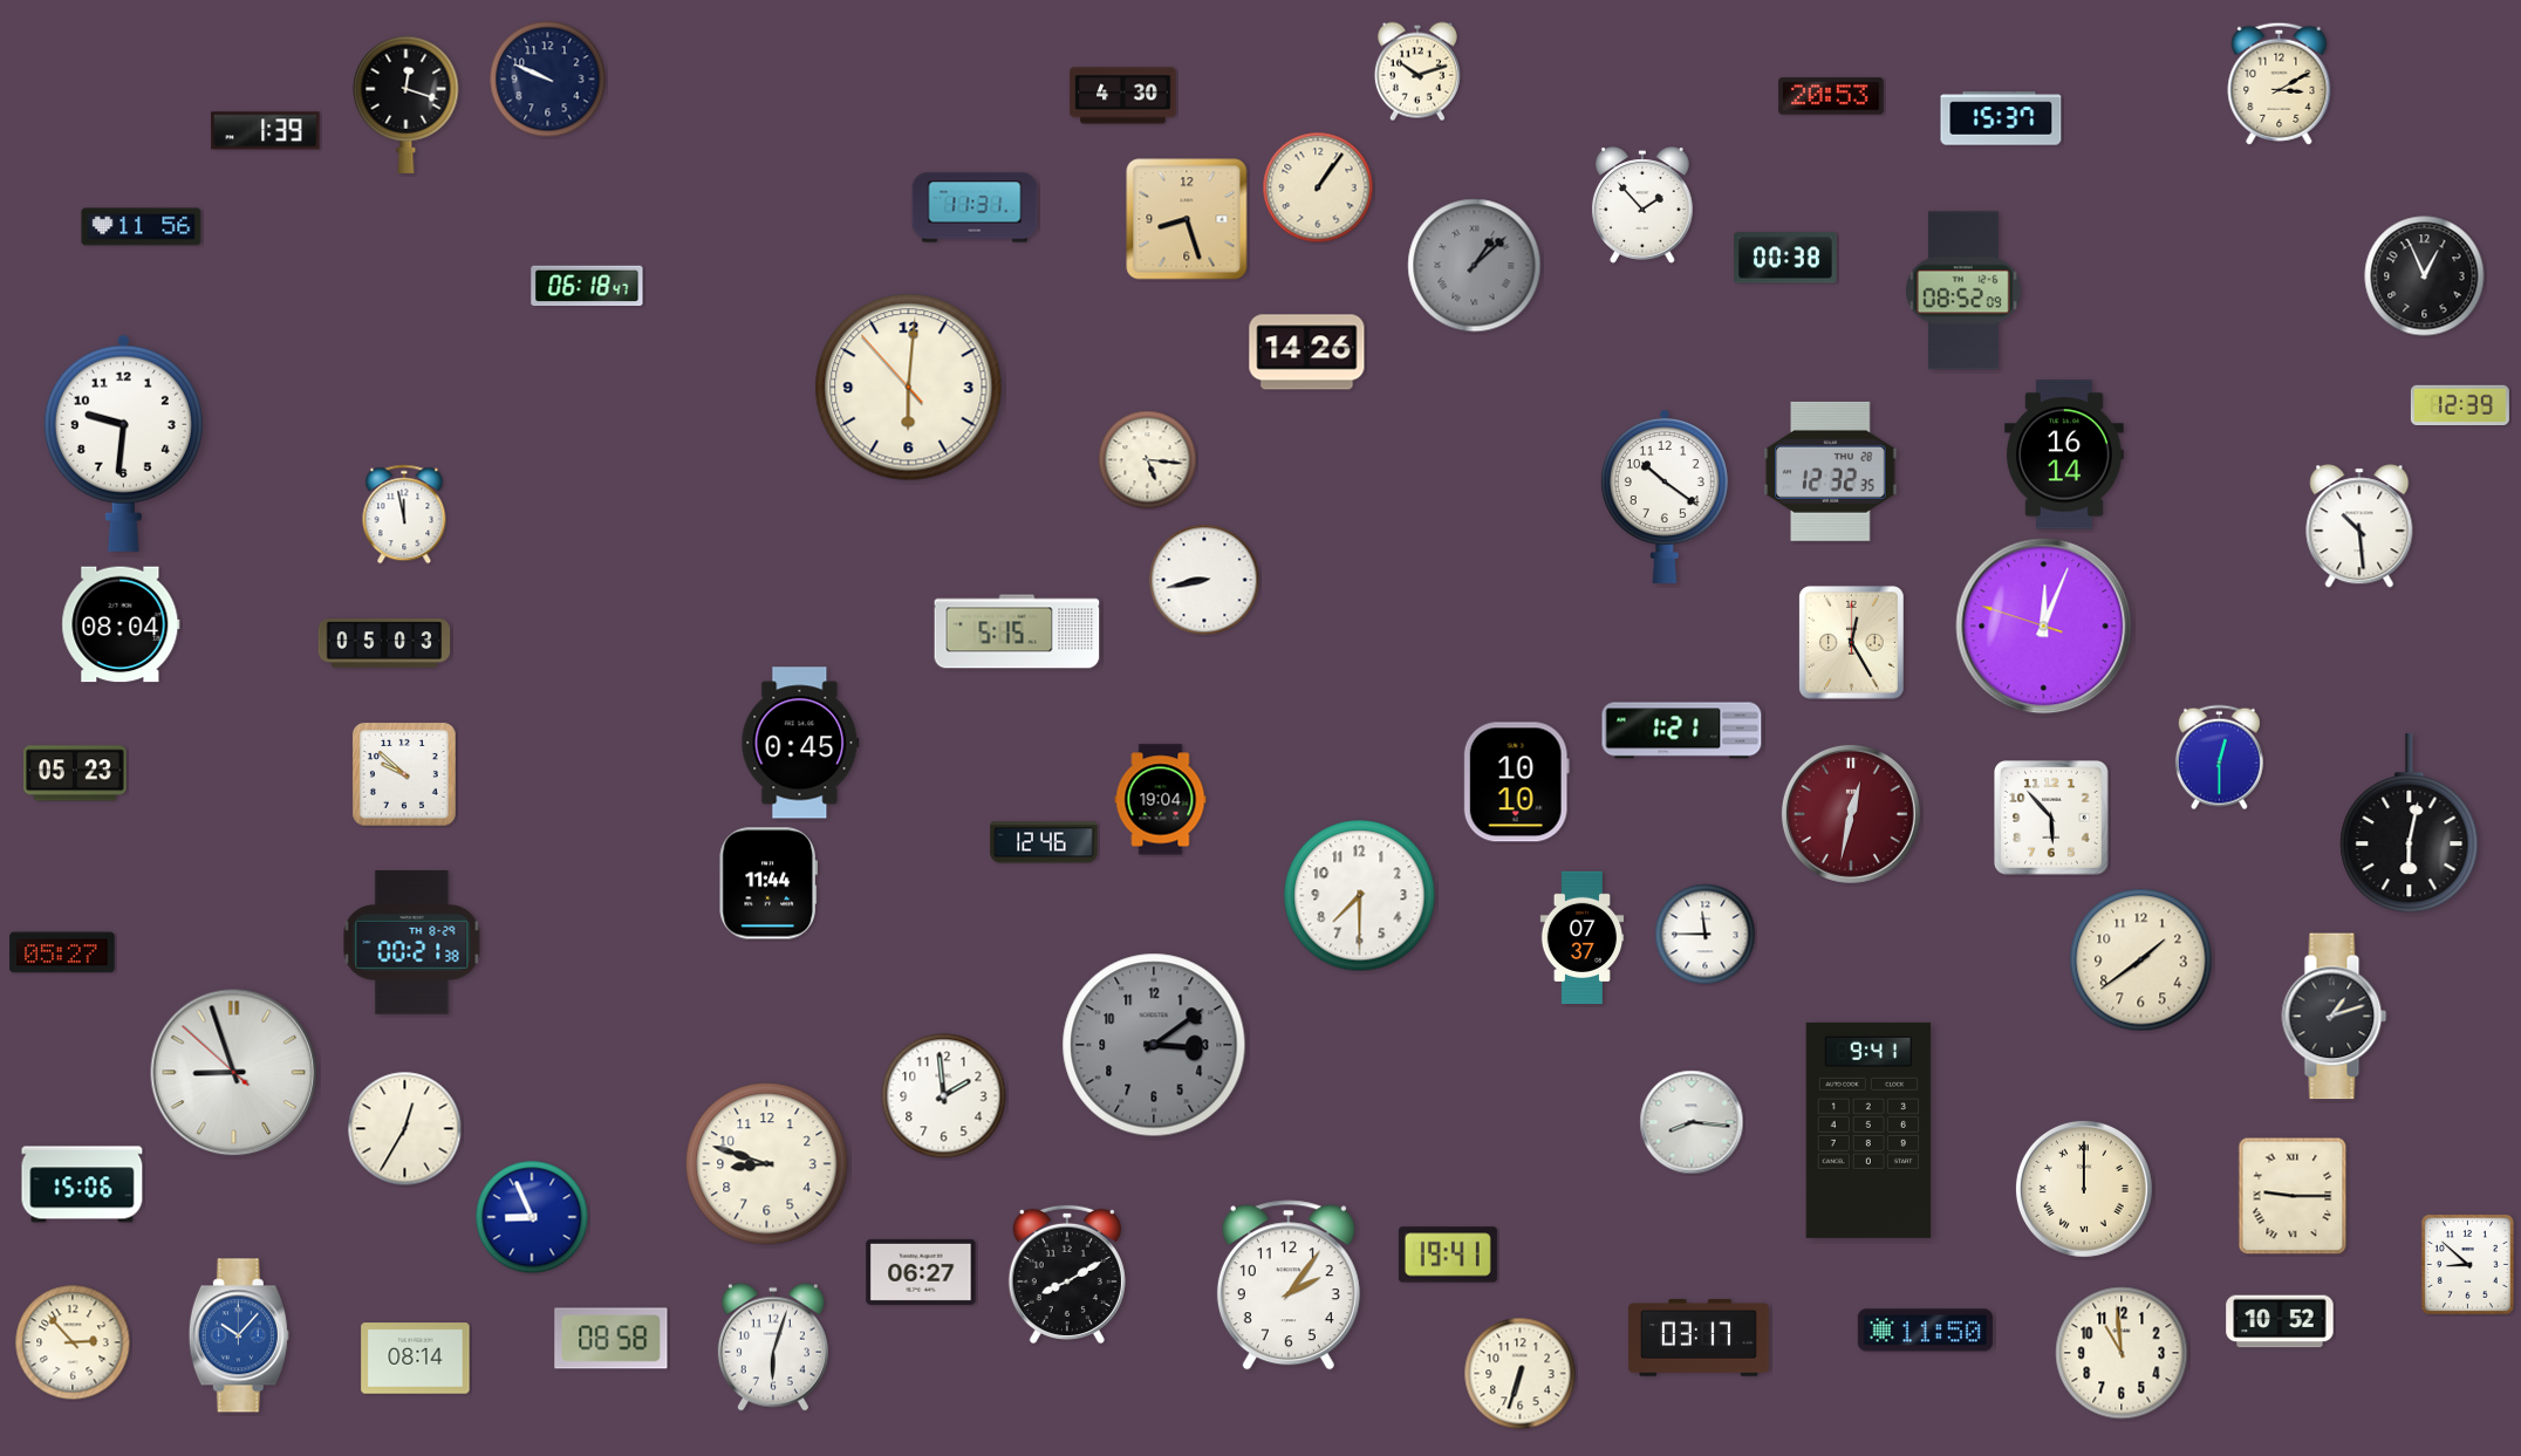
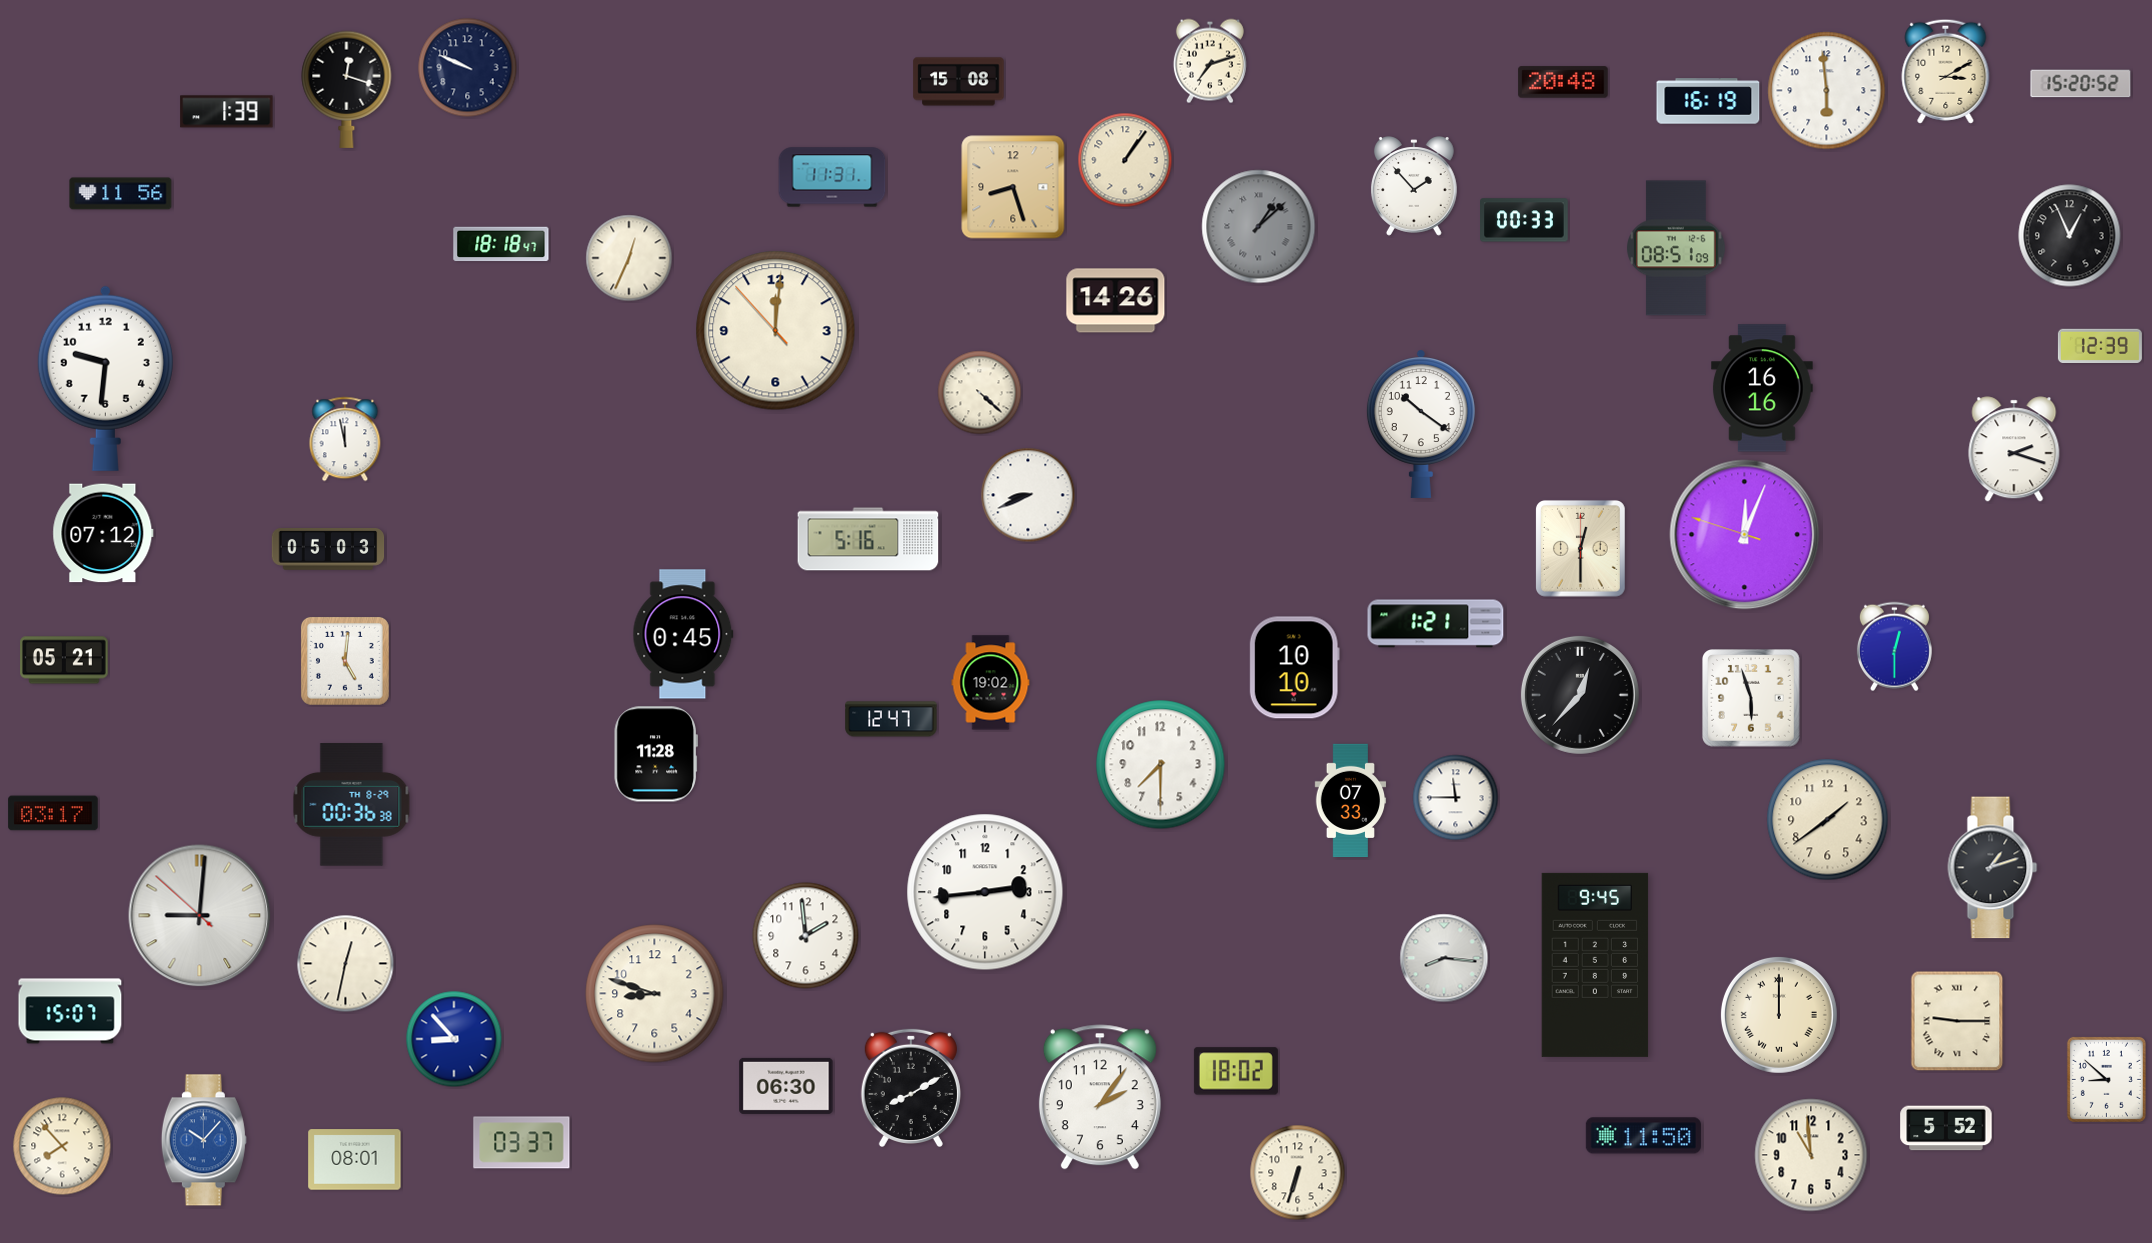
clock at (1417, 71): 10:12 -> 7:12
clock at (1123, 96): 4:30 -> 15:08
clock at (1831, 96): 20:53 -> 20:48
clock at (2081, 84): none -> 15:20
clock at (1827, 91): none -> 5:59
clock at (2001, 118): 15:37 -> 16:19
clock at (1642, 205) position: (1642, 205) -> (1414, 186)
clock at (1785, 258): 00:38 -> 00:33
clock at (587, 286): 06:18 -> 18:18
clock at (1965, 290): 08:52 -> 08:51
clock at (629, 258): none -> 12:34
clock at (909, 388): 6:00 -> 12:00
clock at (2064, 454): 16:14 -> 16:16
clock at (1148, 460): 5:16 -> 4:22
clock at (1831, 471): 12:32 -> none
clock at (2359, 526): 10:29 -> 2:18
clock at (1204, 580): 8:43 -> 8:41
clock at (121, 624): 08:04 -> 07:12
clock at (1017, 631): 5:15 -> 5:16
clock at (1851, 642): 12:25 -> 12:30
clock at (75, 773): 05:23 -> 05:21
clock at (404, 774): 9:52 -> 5:01
clock at (1161, 800): 19:04 -> 19:02
clock at (1851, 814): 12:32 -> 12:37
clock at (1851, 814) dial: burgundy -> black
clock at (2052, 819): 5:53 -> 5:57
clock at (2410, 823): 6:02 -> none
clock at (1044, 842): 12:46 -> 12:47
clock at (768, 883): 11:44 -> 11:28
clock at (1583, 938): 07:37 -> 07:33
clock at (412, 943): 00:21 -> 00:36
clock at (62, 952): 05:27 -> 03:17
clock at (1154, 1045): 3:09 -> 2:44
clock at (1154, 1045) dial: grey -> white
clock at (234, 1073): 8:56 -> 9:00
clock at (405, 1129): 12:35 -> 12:32
clock at (1868, 1130): 9:41 -> 9:45
clock at (82, 1184): 15:06 -> 15:07
clock at (532, 1217): 8:56 -> 8:53
clock at (1448, 1255): 19:41 -> 18:02
clock at (921, 1272): 06:27 -> 06:30
clock at (2280, 1321): 10:52 -> 5:52
clock at (1699, 1338): 03:17 -> none
clock at (612, 1339): 08:58 -> 03:37
clock at (73, 1342): 2:53 -> 7:53
clock at (773, 1347): 6:03 -> none
clock at (416, 1359): 08:14 -> 08:01
